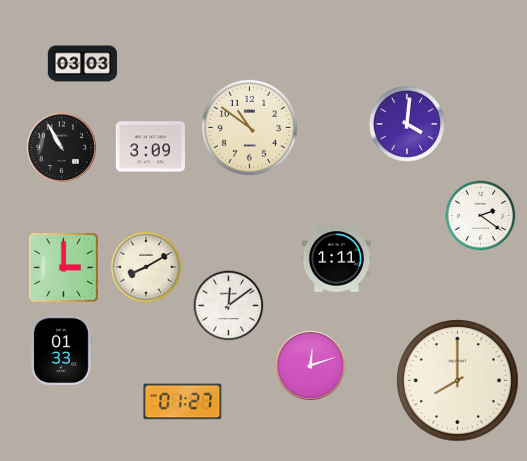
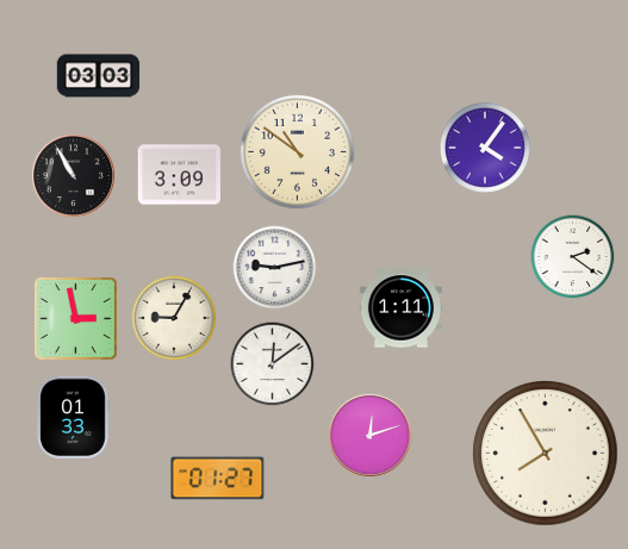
clock at (407, 124): 4:01 -> 4:06
clock at (275, 268): none -> 9:13
clock at (146, 267): 8:10 -> 9:05
clock at (64, 268): 3:00 -> 2:58
clock at (458, 381): 8:00 -> 7:55
